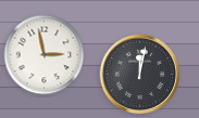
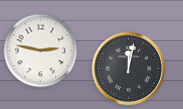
clock at (45, 55): 2:58 -> 2:47
